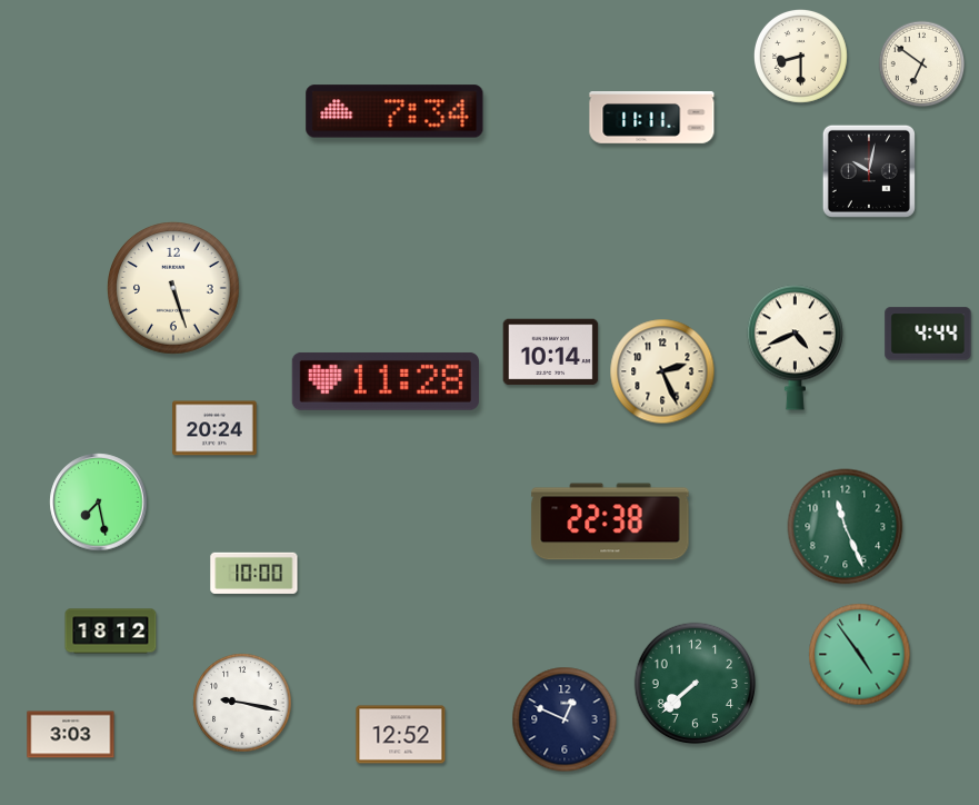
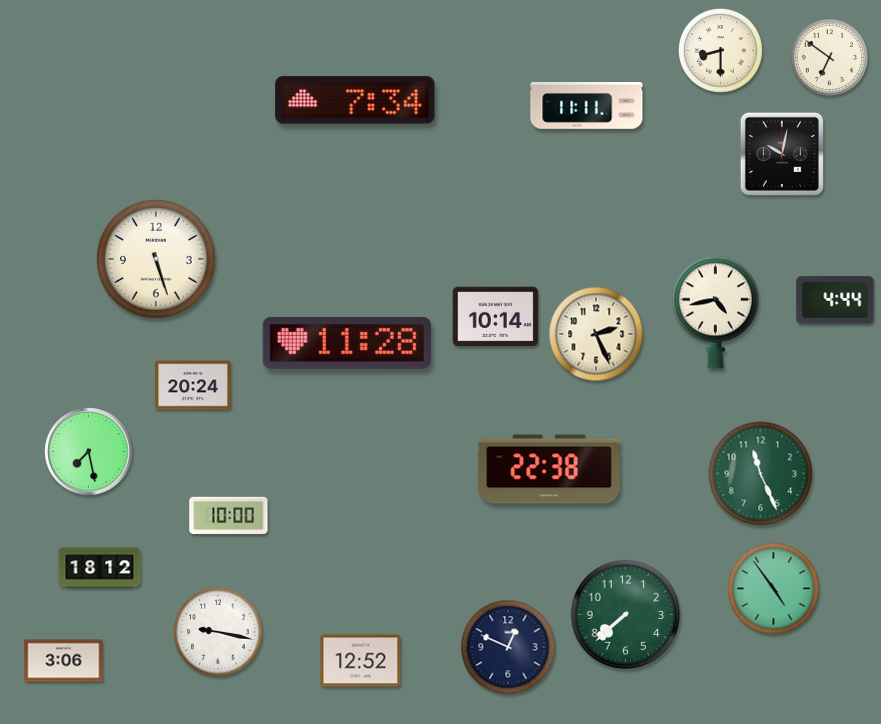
clock at (795, 347): 4:41 -> 4:43
clock at (71, 735): 3:03 -> 3:06
